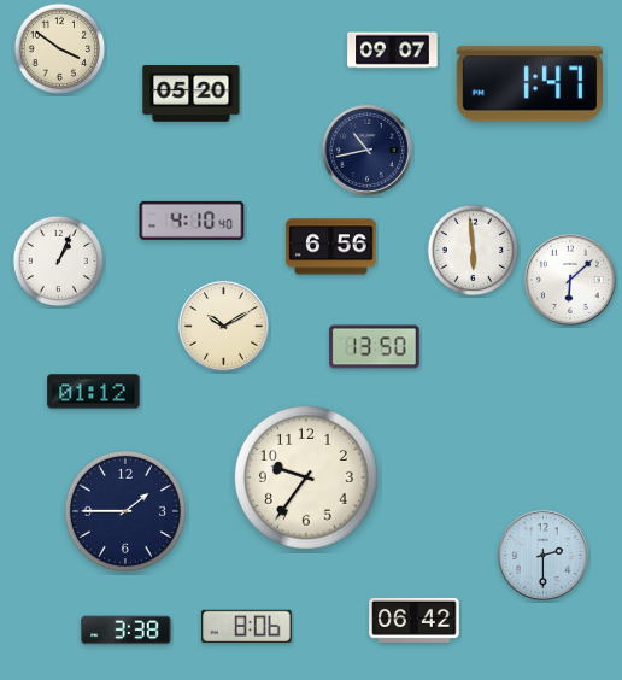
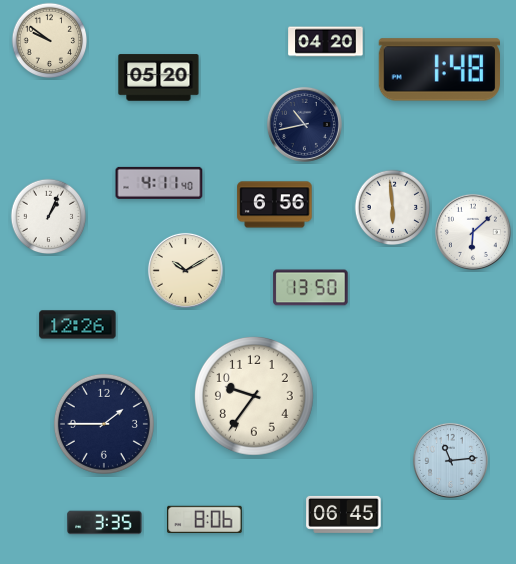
clock at (60, 49): 3:51 -> 9:51
clock at (393, 51): 09:07 -> 04:20
clock at (529, 84): 1:47 -> 1:48
clock at (192, 221): 4:10 -> 4:11
clock at (94, 392): 01:12 -> 12:26
clock at (542, 555): 2:30 -> 11:14
clock at (415, 620): 06:42 -> 06:45
clock at (127, 631): 3:38 -> 3:35
